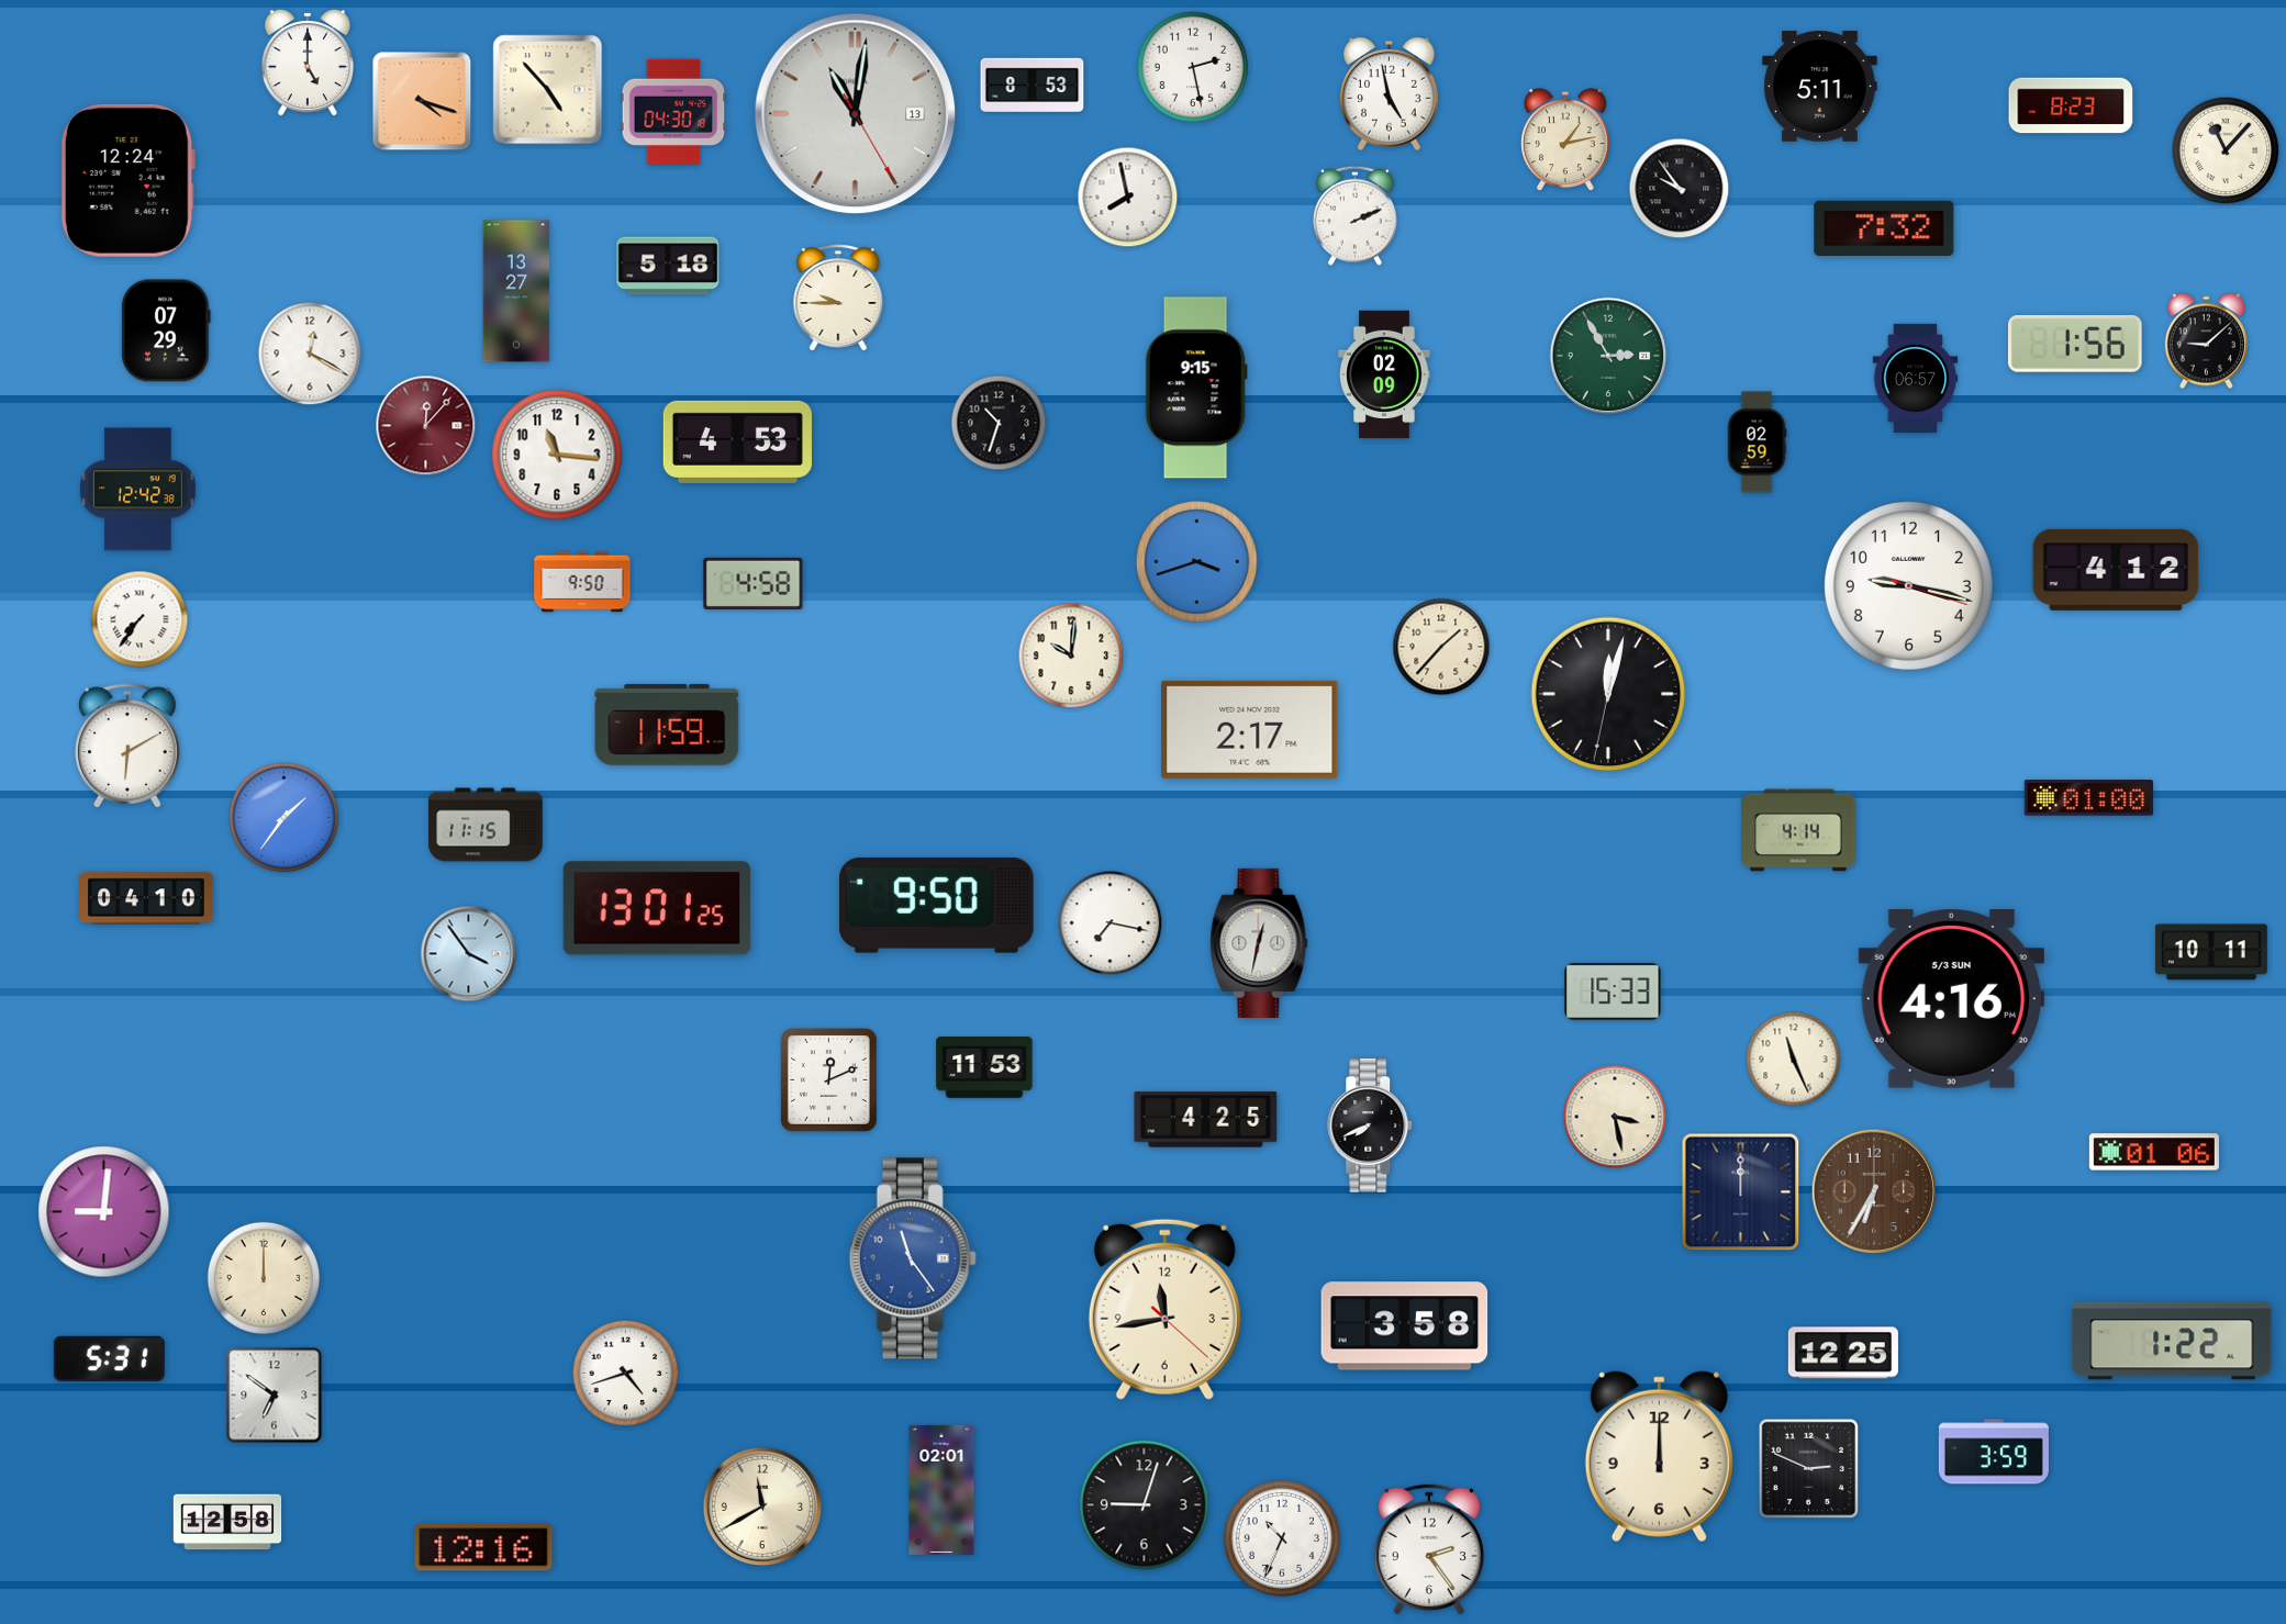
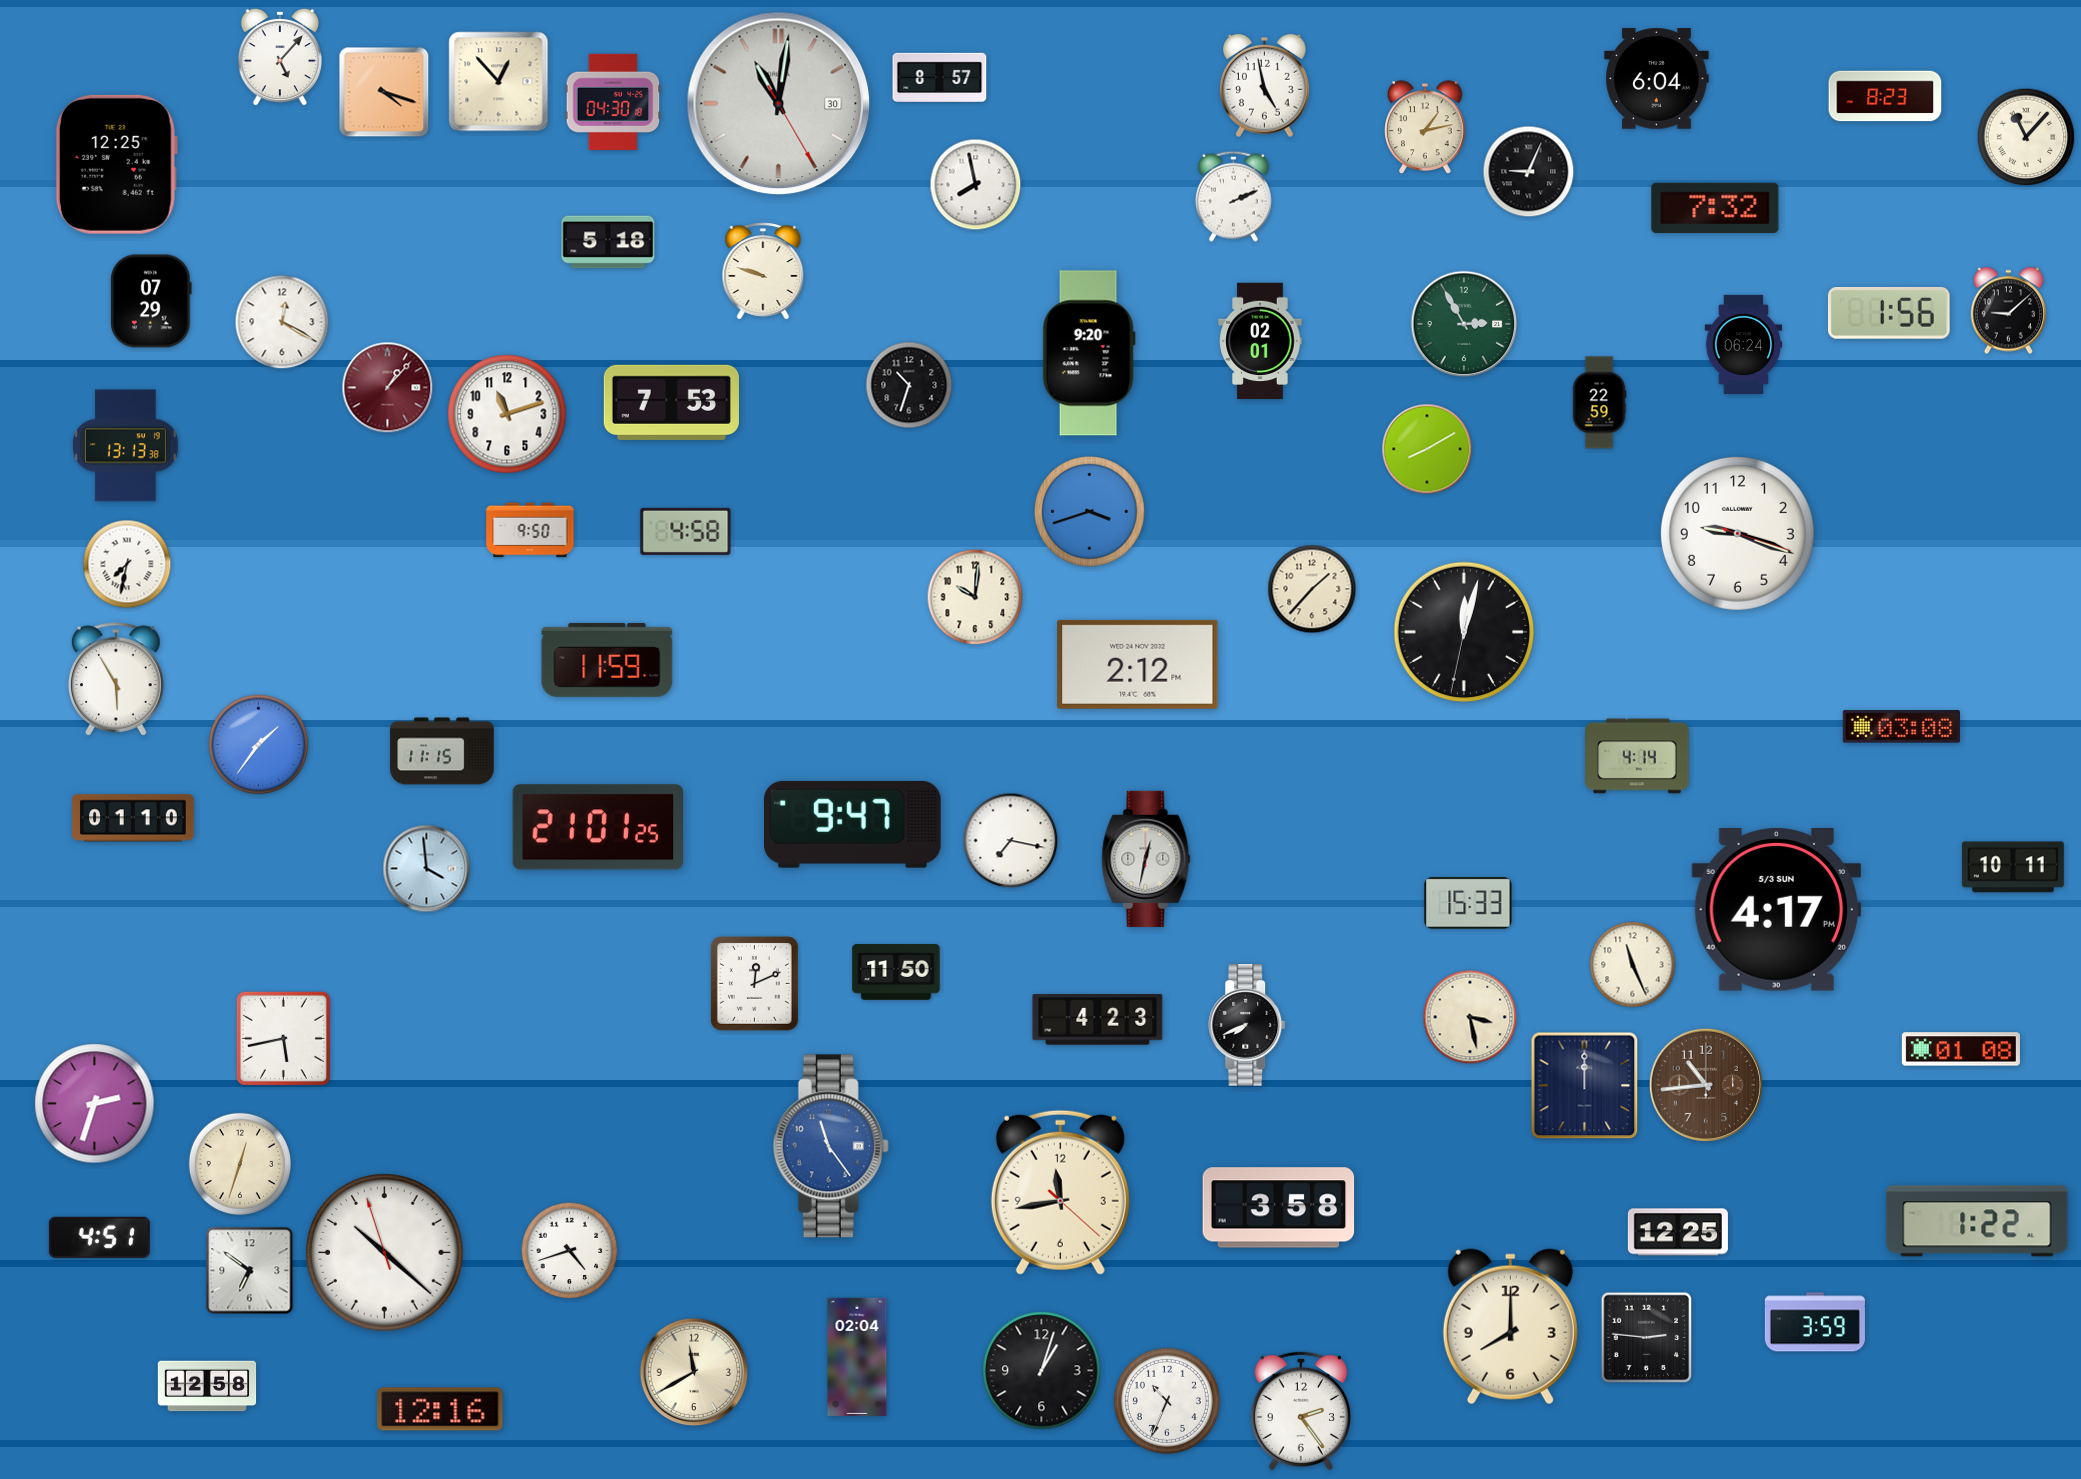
clock at (308, 63): 5:00 -> 5:07
clock at (1193, 67): 2:28 -> none
clock at (1033, 85): 8:53 -> 8:57
clock at (1820, 87): 5:11 -> 6:04
clock at (548, 90): 4:53 -> 12:53
clock at (856, 114) date: 13 -> 30
clock at (127, 180): 12:24 -> 12:25
clock at (1680, 189): 9:54 -> 9:04
clock at (1128, 198) position: (1128, 198) -> (976, 185)
clock at (516, 291): 13:27 -> none
clock at (838, 298): 9:45 -> 9:48
clock at (1384, 374): 02:09 -> 02:01
clock at (1916, 378): 06:57 -> 06:24
clock at (1196, 388): 9:15 -> 9:20
clock at (426, 426): 12:07 -> 1:07
clock at (737, 441): 4:53 -> 7:53
clock at (1757, 443): 02:59 -> 22:59
clock at (557, 455): 11:16 -> 11:12
clock at (137, 490): 12:42 -> 13:13
clock at (1427, 449): none -> 8:10
clock at (2116, 570): 4:12 -> none
clock at (1908, 585): 9:17 -> 9:18
clock at (140, 619): 7:36 -> 7:32
clock at (1250, 729): 2:17 -> 2:12
clock at (127, 746): 6:10 -> 5:55
clock at (2088, 798): 01:00 -> 03:08
clock at (146, 898): 04:10 -> 01:10
clock at (936, 905): 9:50 -> 9:47
clock at (657, 908): 13:01 -> 21:01
clock at (469, 954): 3:54 -> 3:59
clock at (1952, 998): 4:16 -> 4:17
clock at (984, 1067): 11:53 -> 11:50
clock at (1206, 1120): 4:25 -> 4:23
clock at (283, 1038): none -> 5:43
clock at (2154, 1152): 01:06 -> 01:08
clock at (1873, 1190): 6:35 -> 10:44
clock at (104, 1212): 9:01 -> 2:33
clock at (263, 1277): 12:00 -> 12:33
clock at (109, 1358): 5:31 -> 4:51
clock at (385, 1253): none -> 10:21
clock at (1659, 1457): 12:00 -> 8:00
clock at (1809, 1469): 2:49 -> 2:46
clock at (941, 1490): 02:01 -> 02:04
clock at (1145, 1505): 9:03 -> 1:03
